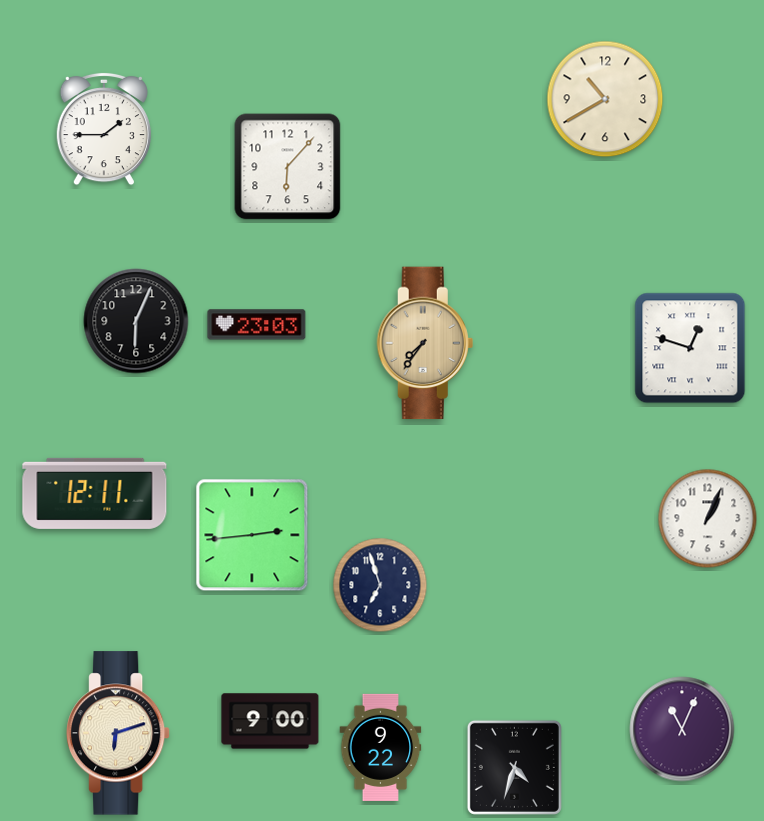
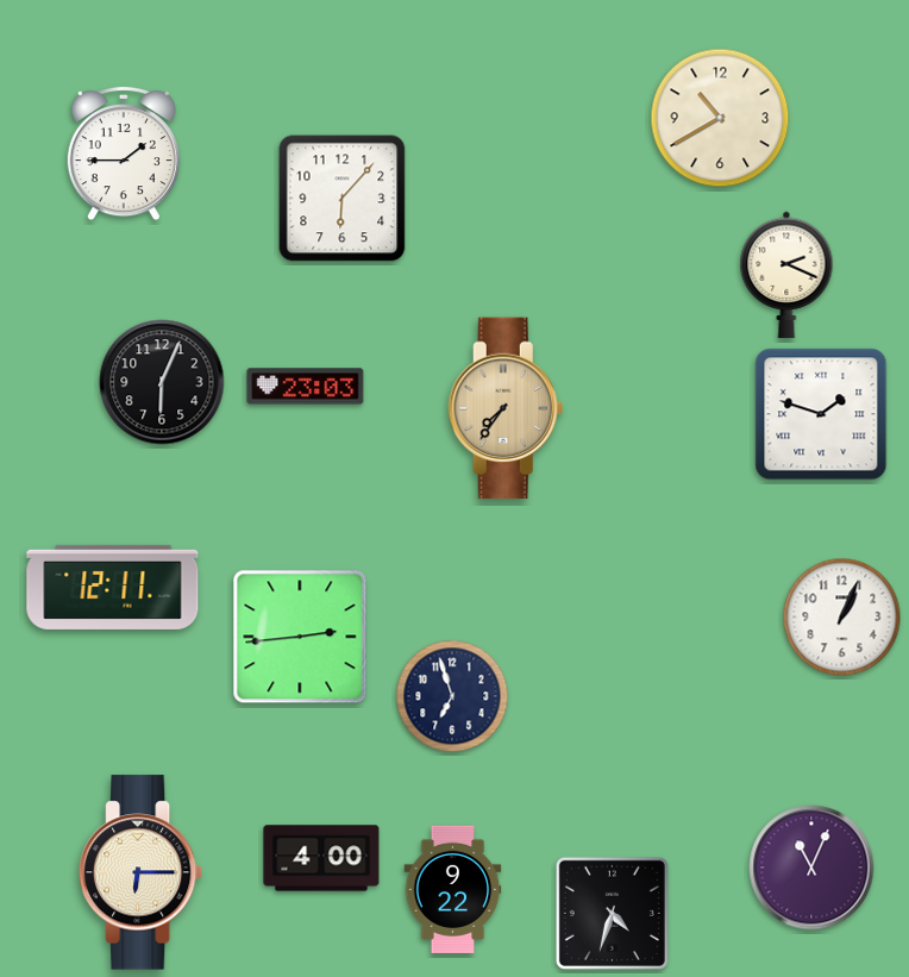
clock at (786, 274): none -> 2:19
clock at (690, 348): 12:48 -> 1:48
clock at (270, 721): 9:00 -> 4:00
clock at (118, 733): 6:12 -> 6:15
